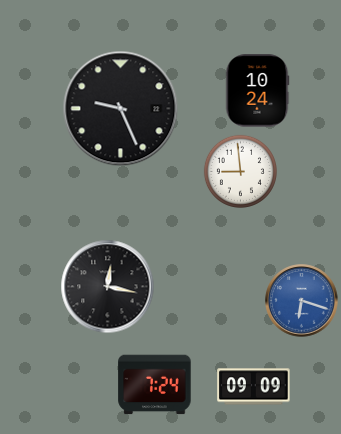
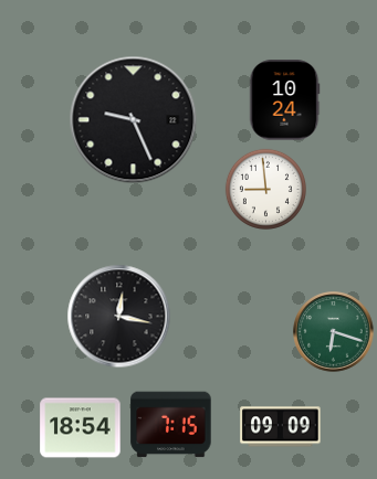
clock at (302, 301) dial: blue -> green
clock at (155, 385): 7:24 -> 7:15
clock at (81, 428): none -> 18:54
